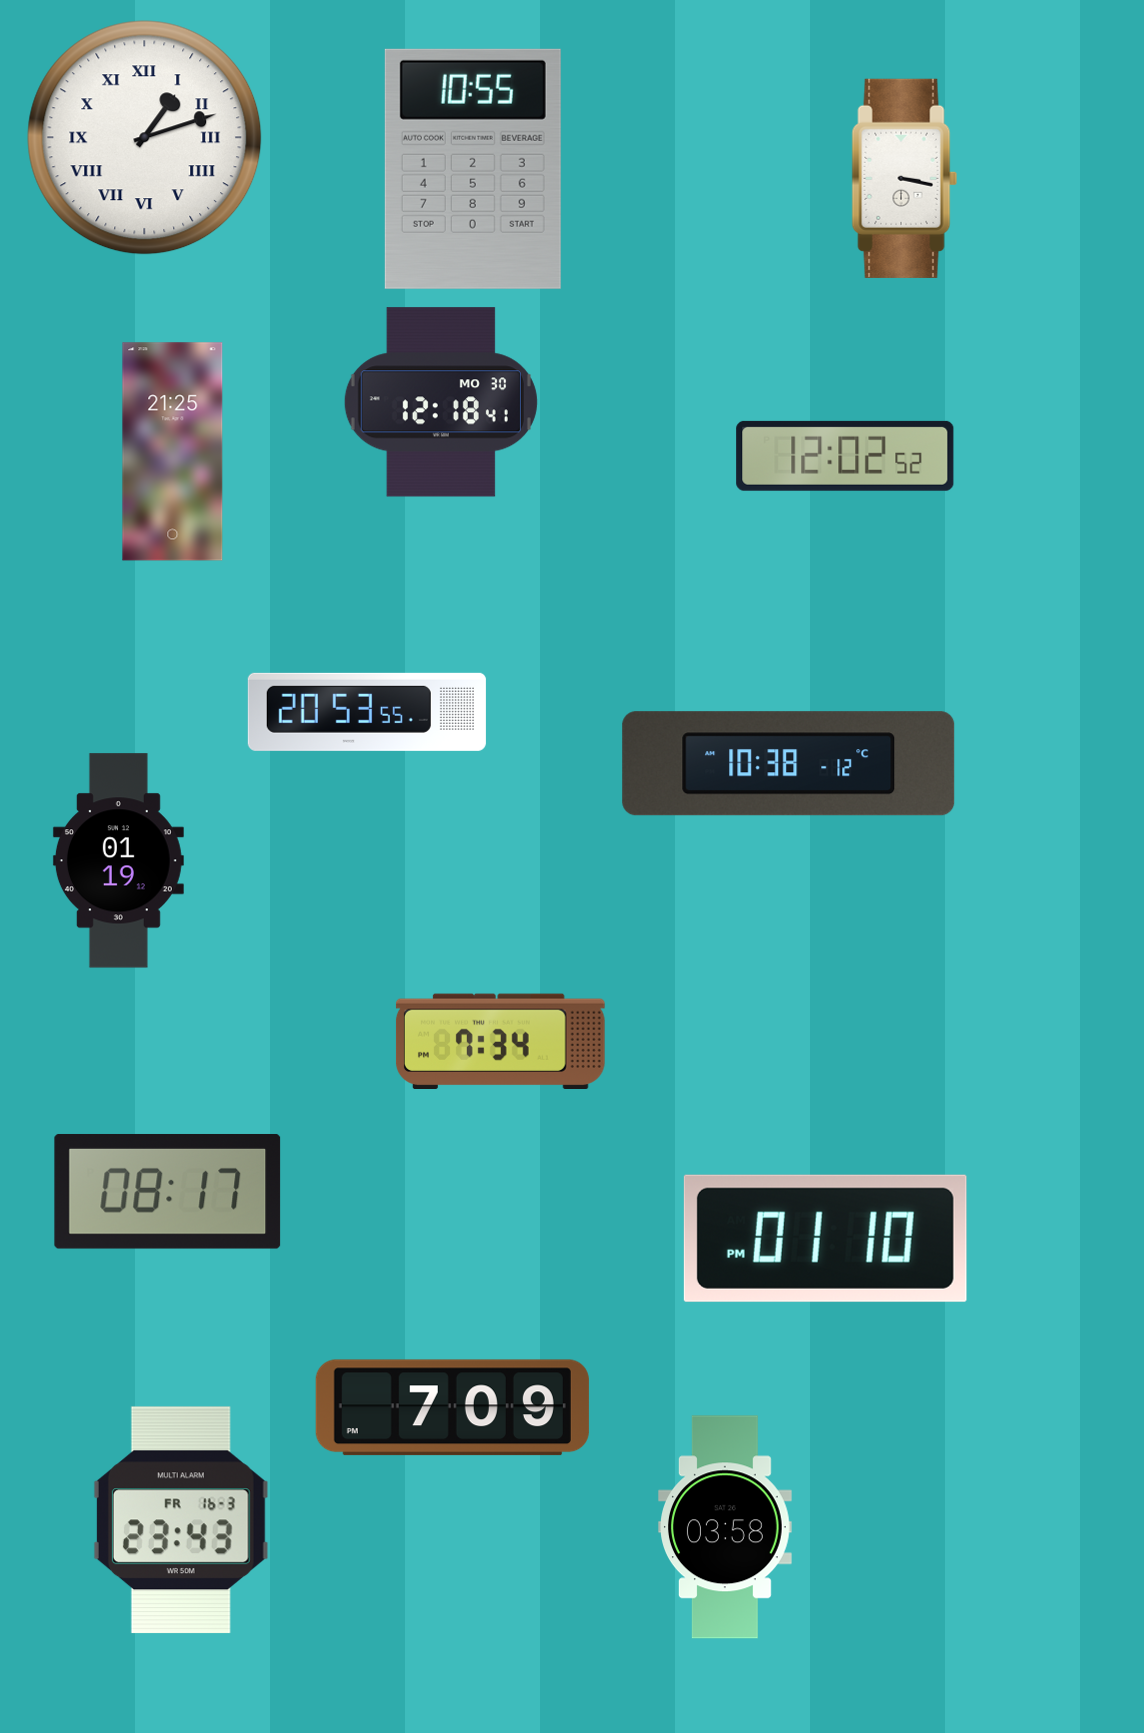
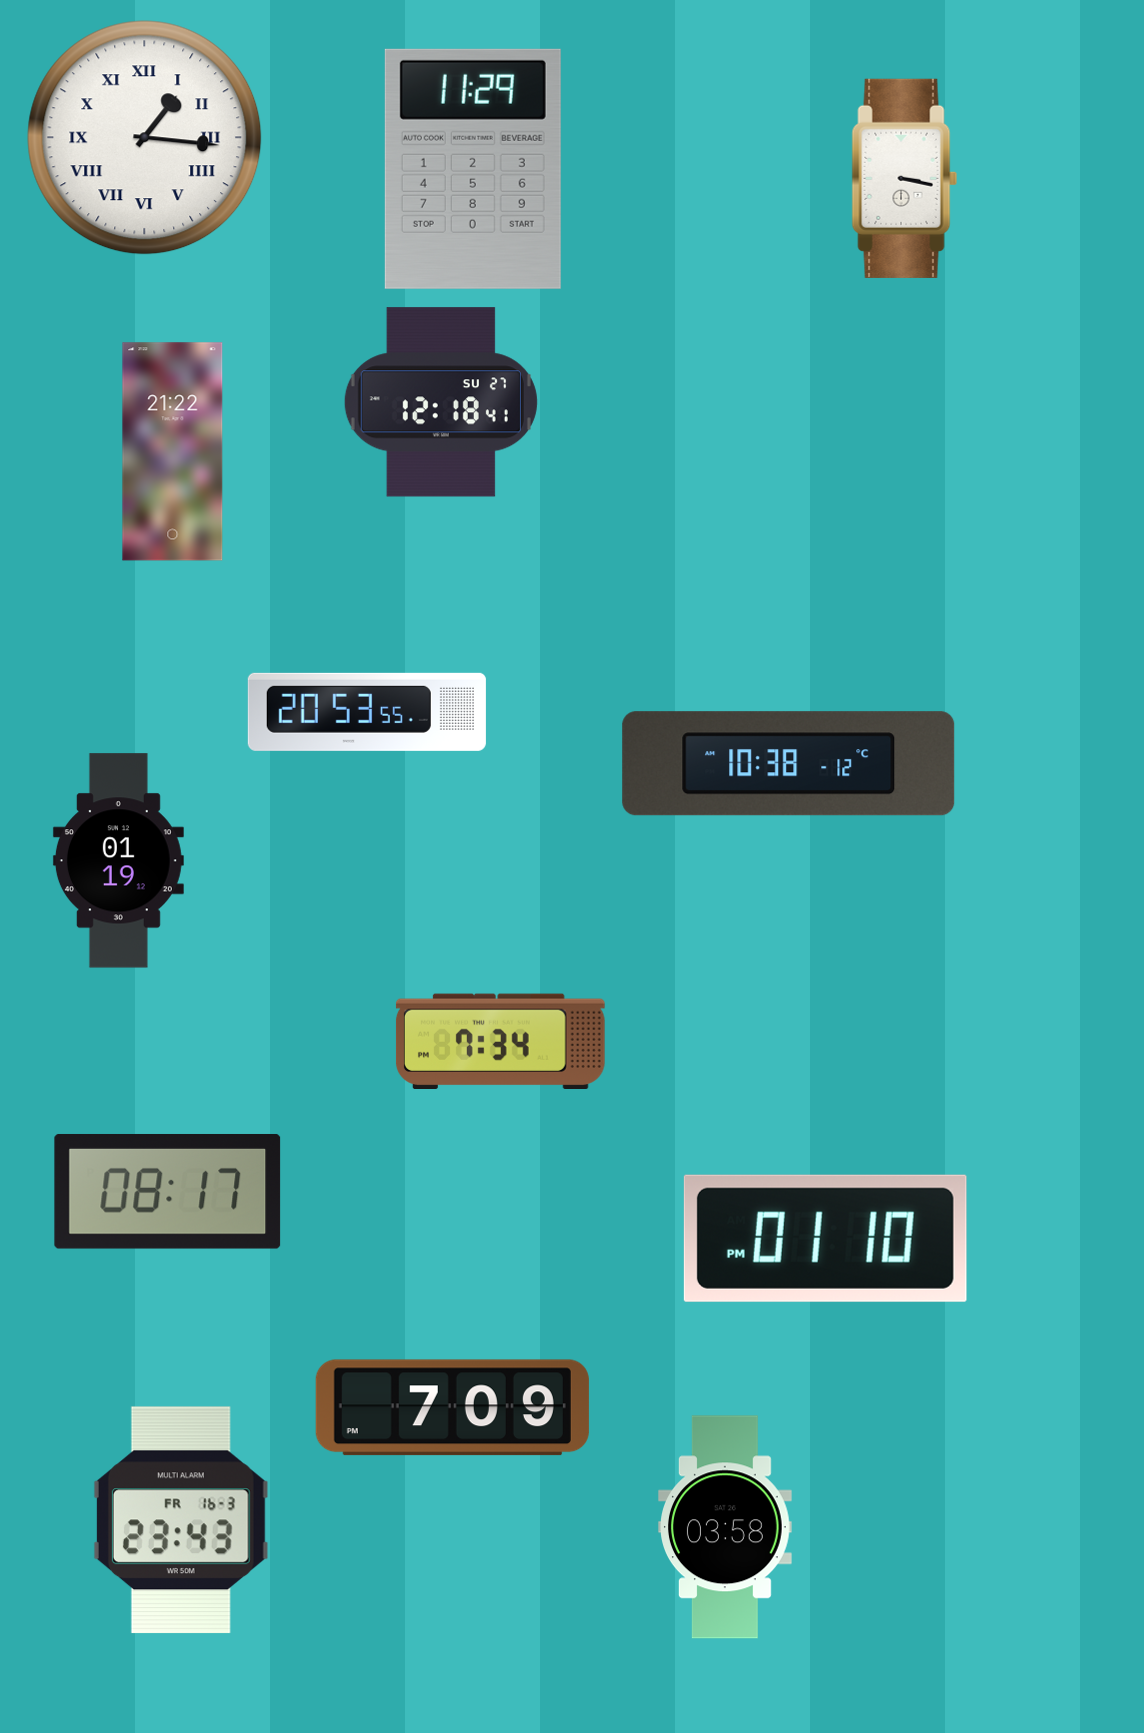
clock at (145, 138): 1:12 -> 1:16
clock at (473, 169): 10:55 -> 11:29
clock at (441, 402) date: MO 30 -> SU 27
clock at (173, 452): 21:25 -> 21:22
clock at (845, 456): 12:02 -> none
